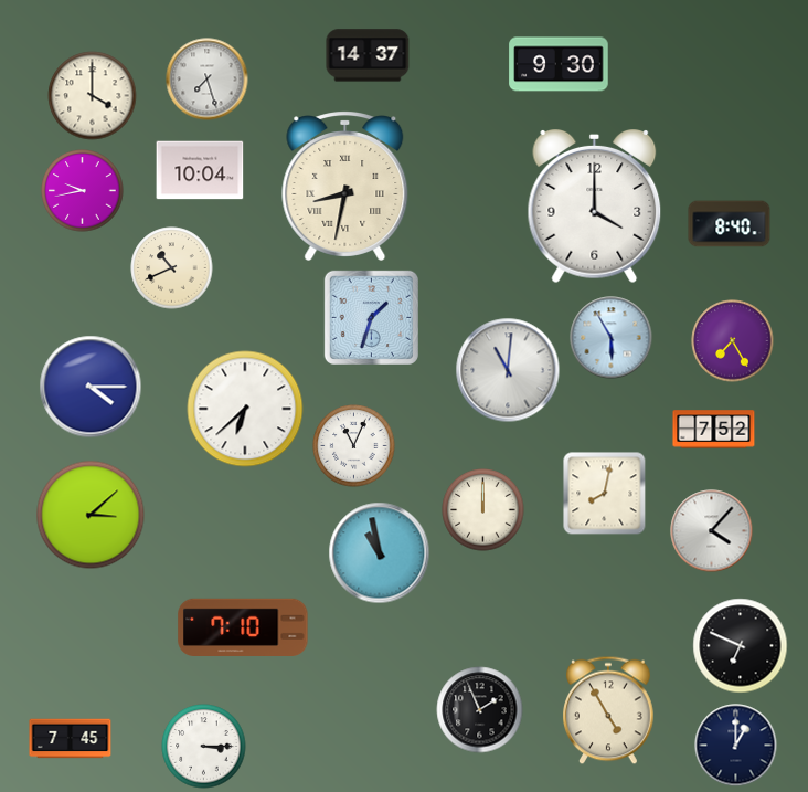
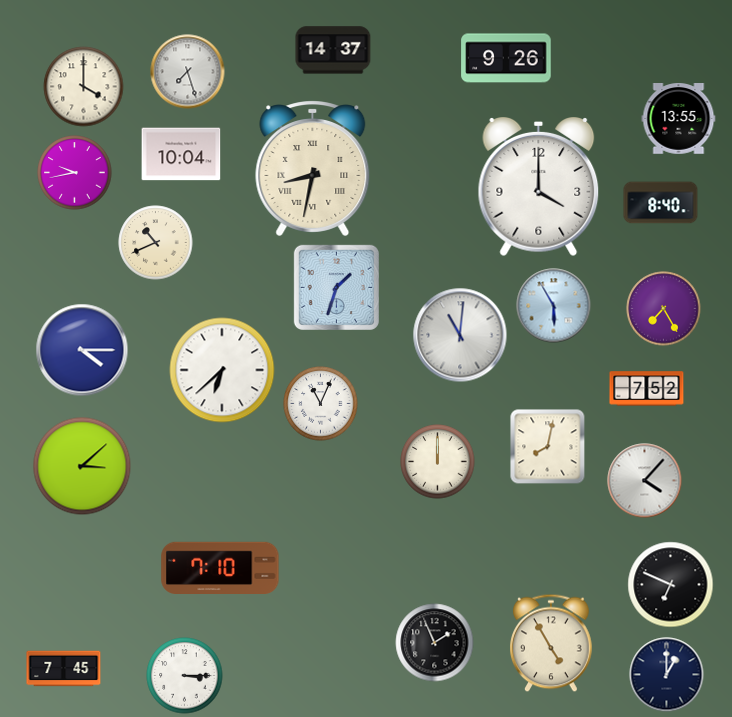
clock at (559, 64): 9:30 -> 9:26
clock at (679, 119): none -> 13:55
clock at (380, 553): 10:58 -> none
